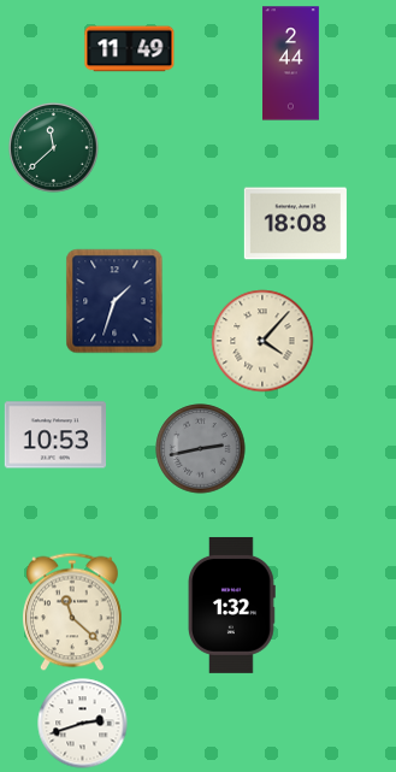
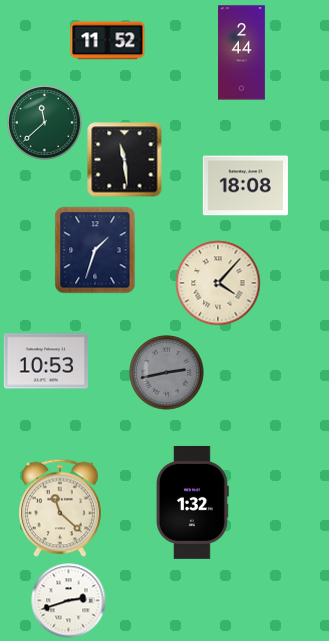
clock at (130, 49): 11:49 -> 11:52
clock at (125, 160): none -> 11:29
